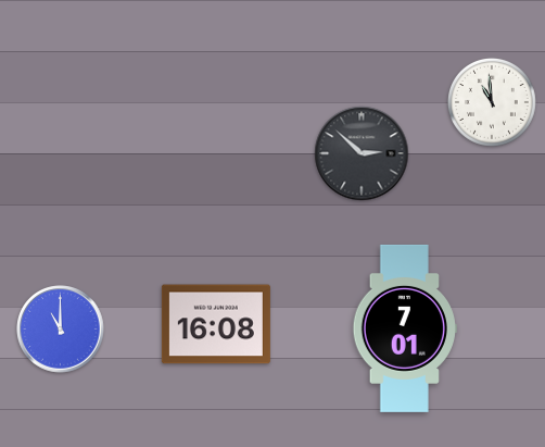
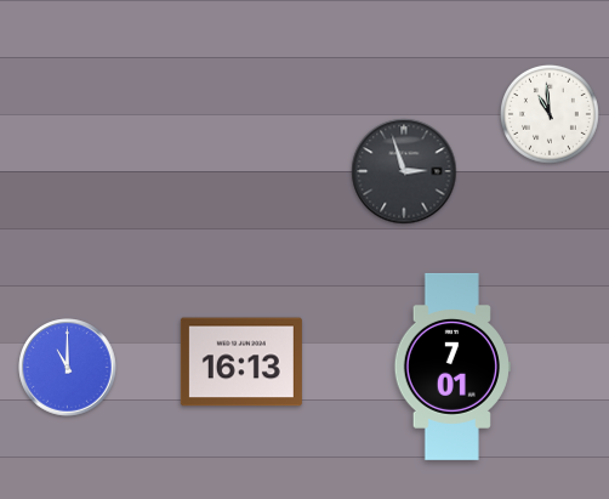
clock at (362, 153): 2:52 -> 2:57
clock at (216, 324): 16:08 -> 16:13
